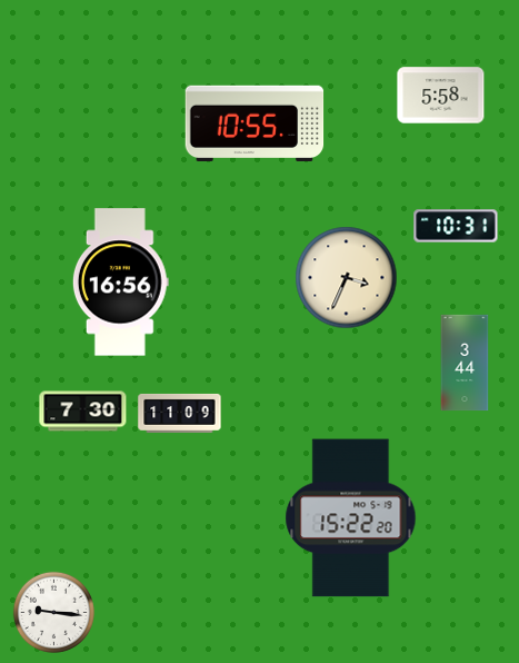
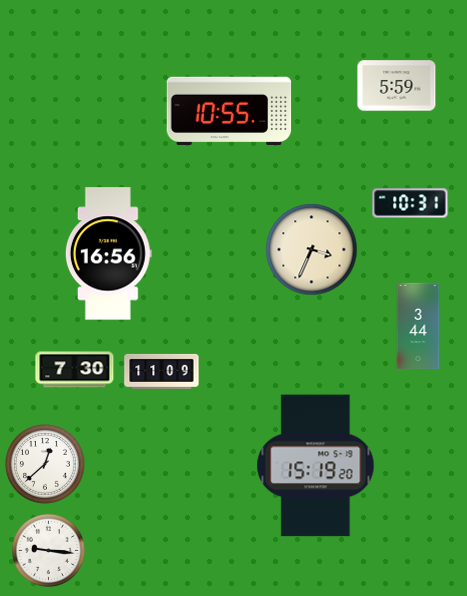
clock at (441, 96): 5:58 -> 5:59
clock at (45, 464): none -> 12:38
clock at (351, 518): 15:22 -> 15:19
